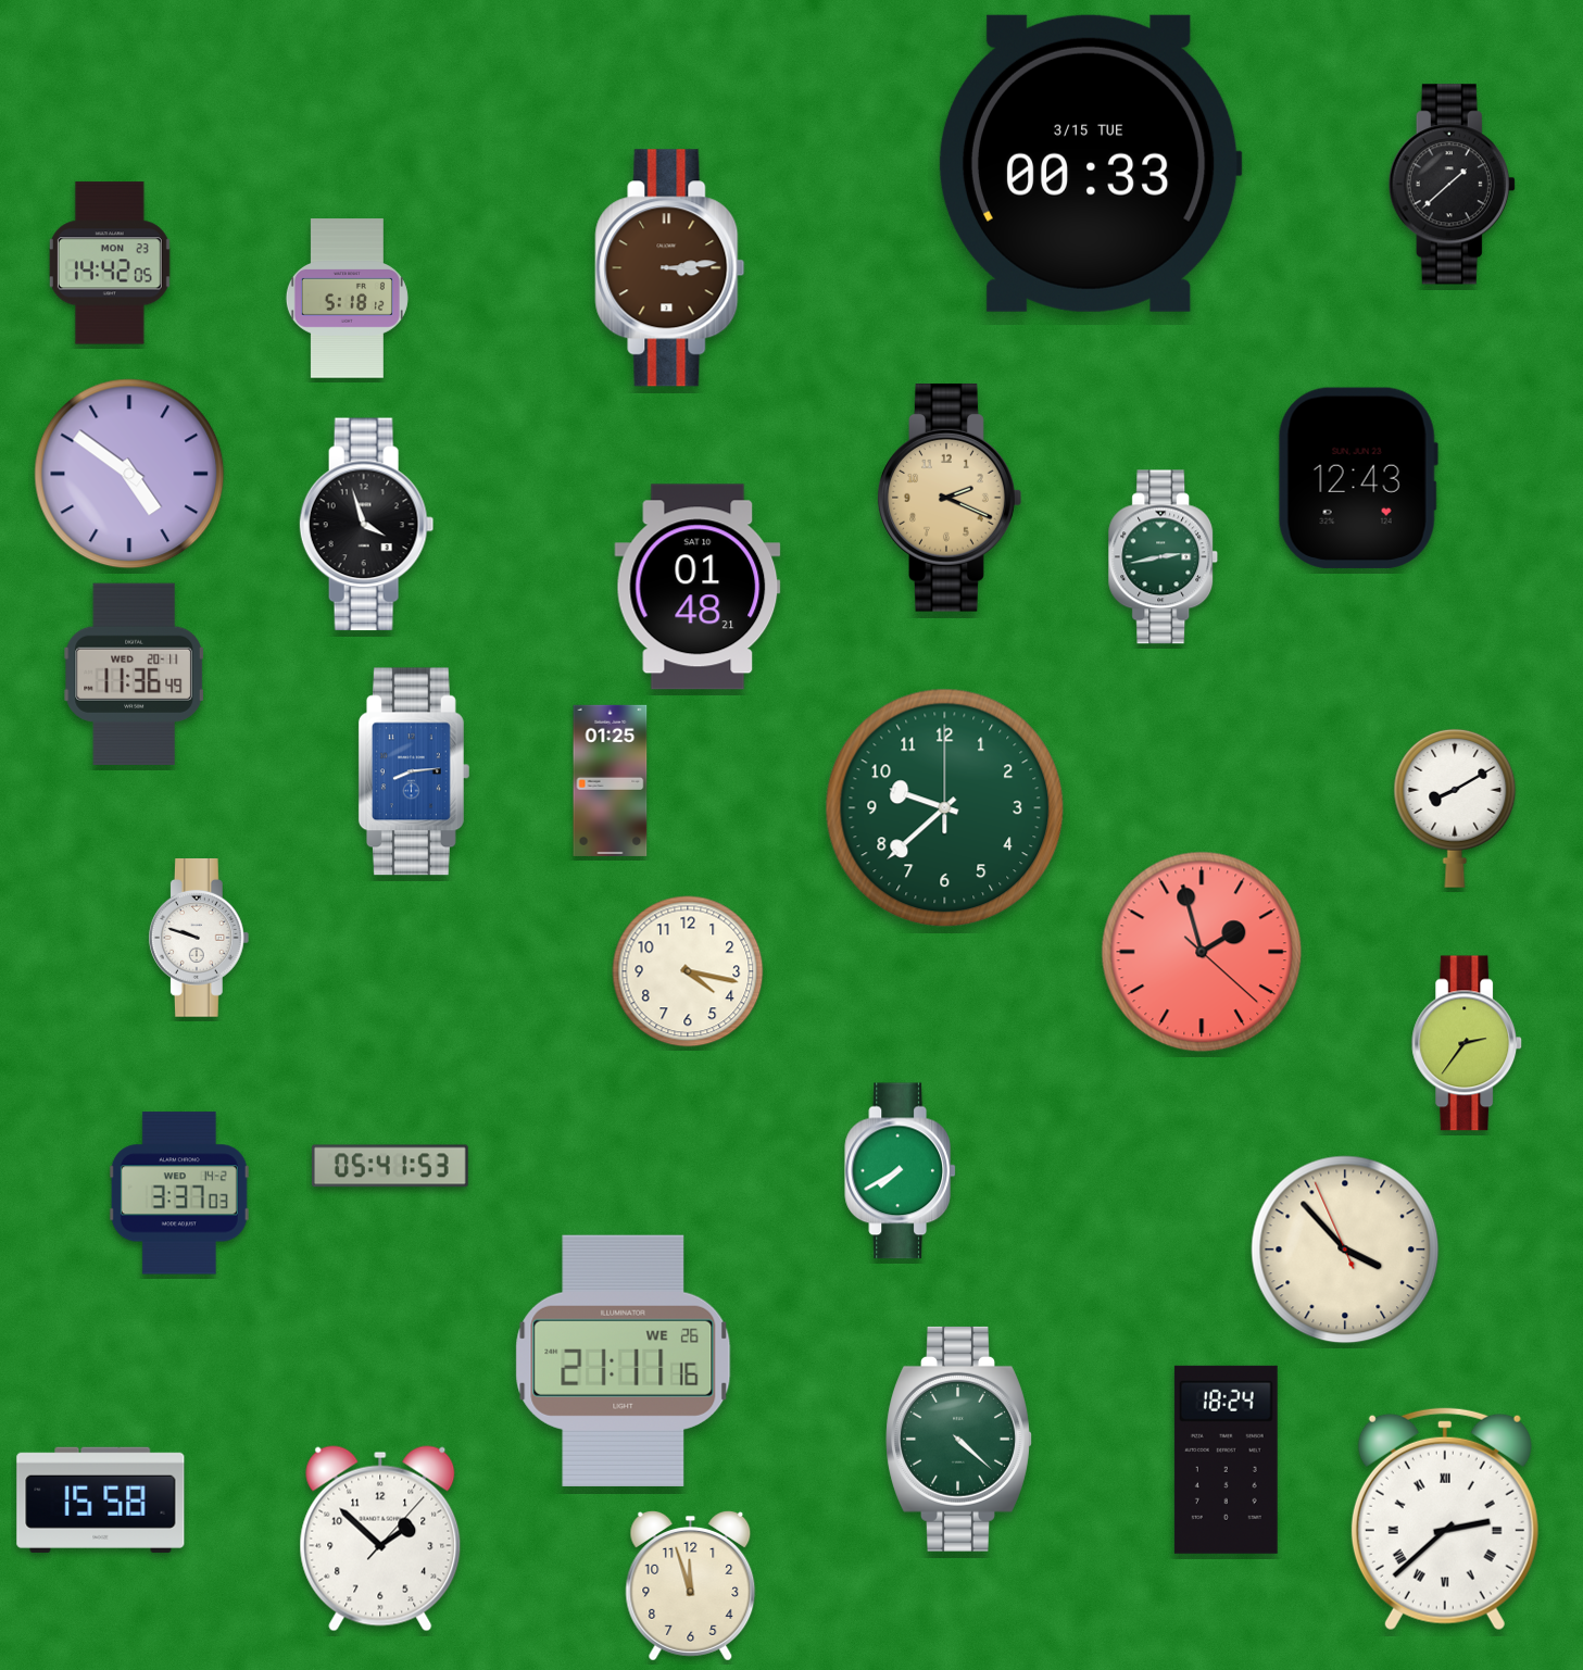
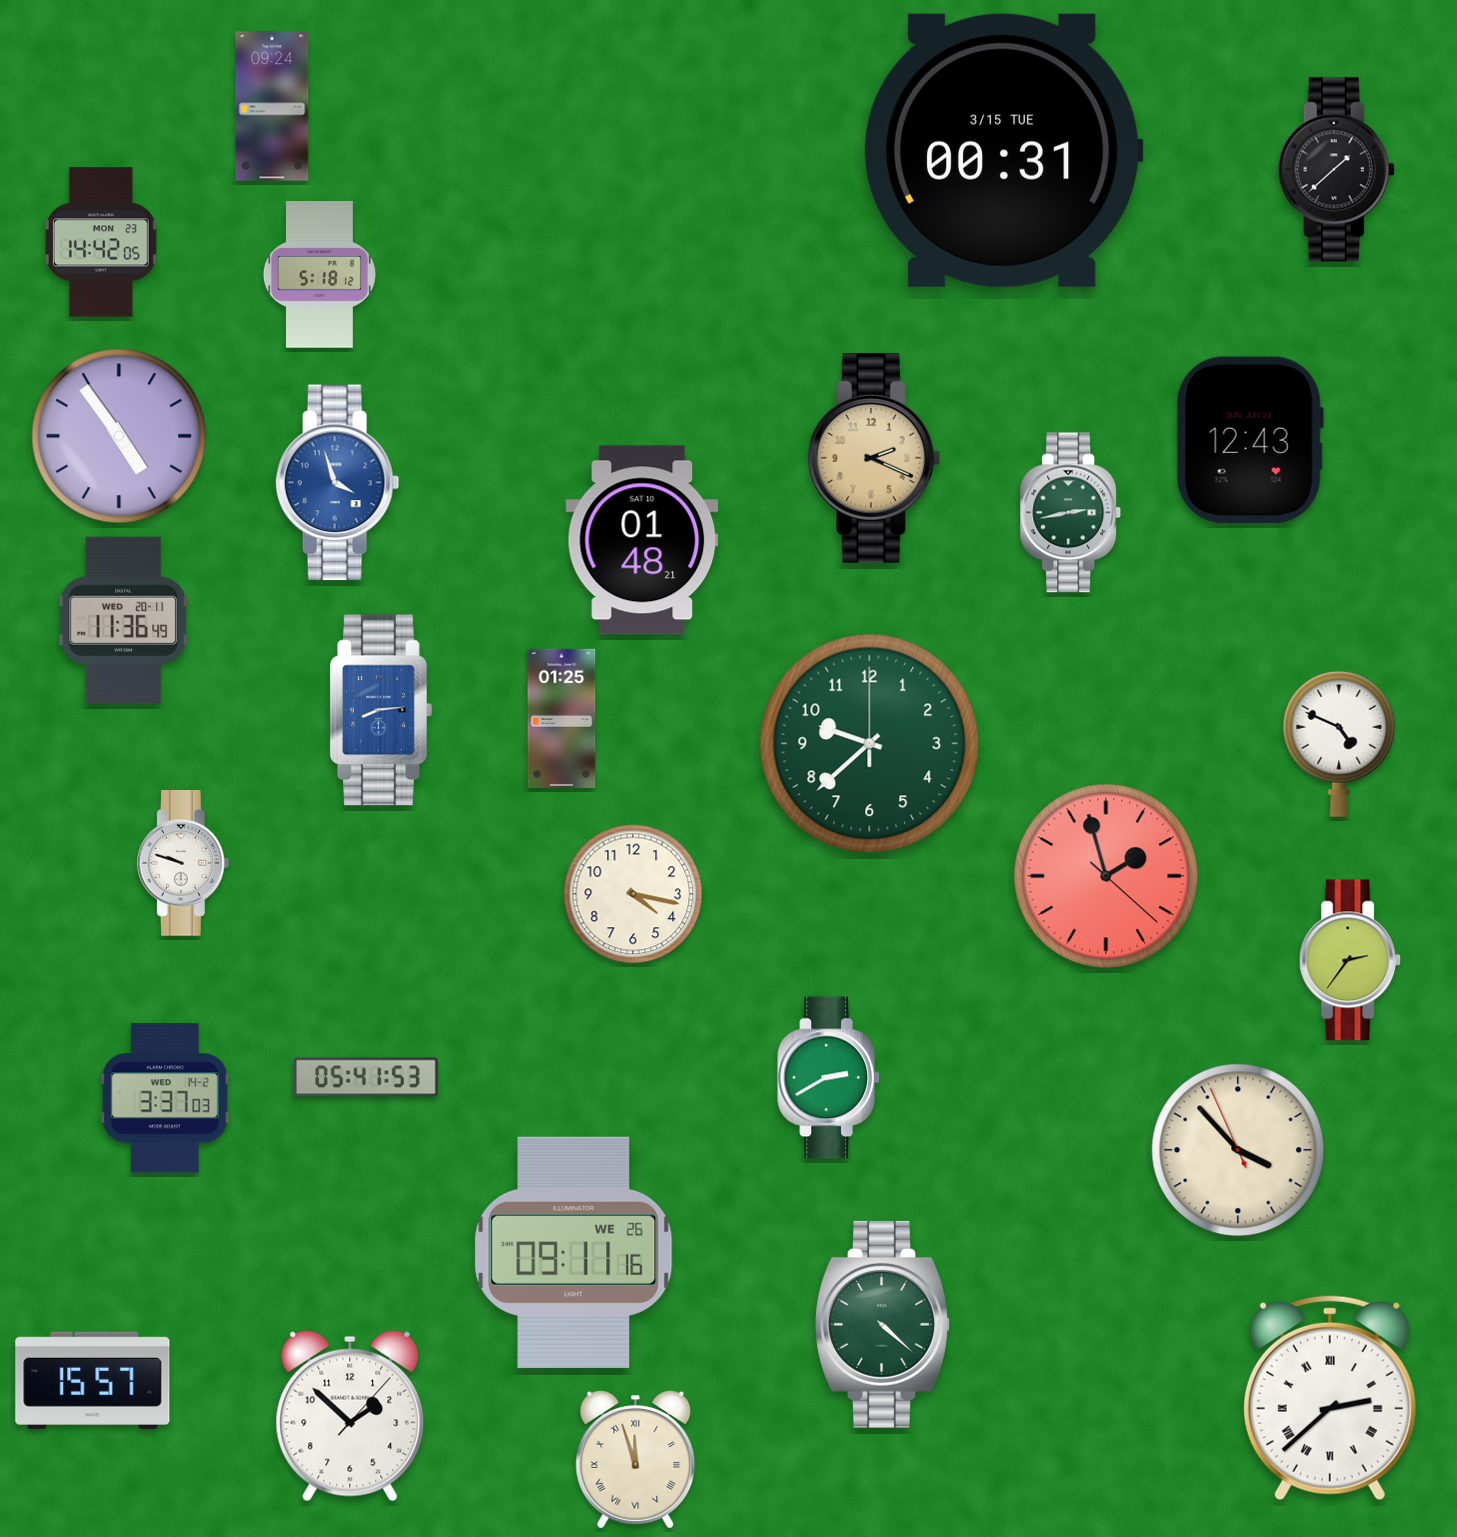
clock at (272, 106): none -> 09:24
clock at (1090, 163): 00:33 -> 00:31
clock at (670, 268): 3:14 -> none
clock at (129, 474): 4:51 -> 4:54
clock at (367, 525) dial: black -> blue
clock at (1455, 808): 8:10 -> 4:49
clock at (390, 1166) position: (390, 1166) -> (366, 1077)
clock at (901, 1171): 7:40 -> 2:40
clock at (624, 1360): 21:11 -> 09:11
clock at (1226, 1459): 18:24 -> none
clock at (101, 1499): 15:58 -> 15:57
clock at (691, 1586) numerals: Arabic -> Roman
